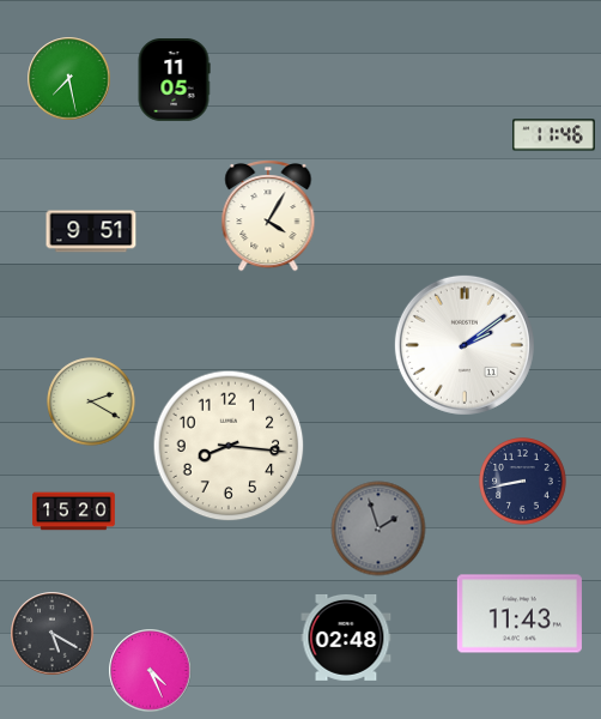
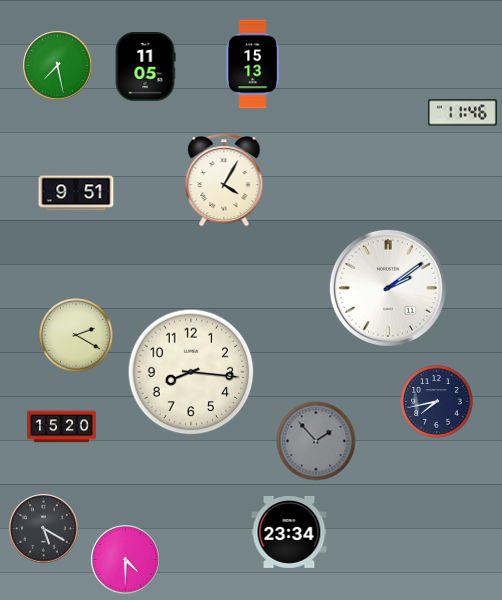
clock at (253, 64): none -> 15:13
clock at (523, 482): 8:43 -> 7:43
clock at (378, 528): 1:57 -> 1:53
clock at (520, 614): 11:43 -> none
clock at (346, 638): 02:48 -> 23:34
clock at (151, 671): 4:26 -> 4:30
